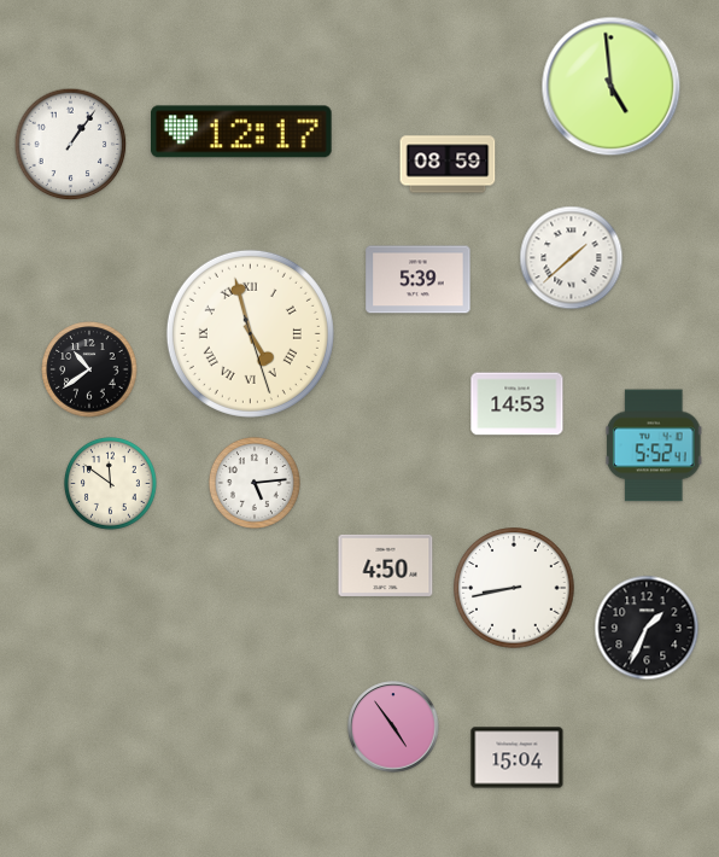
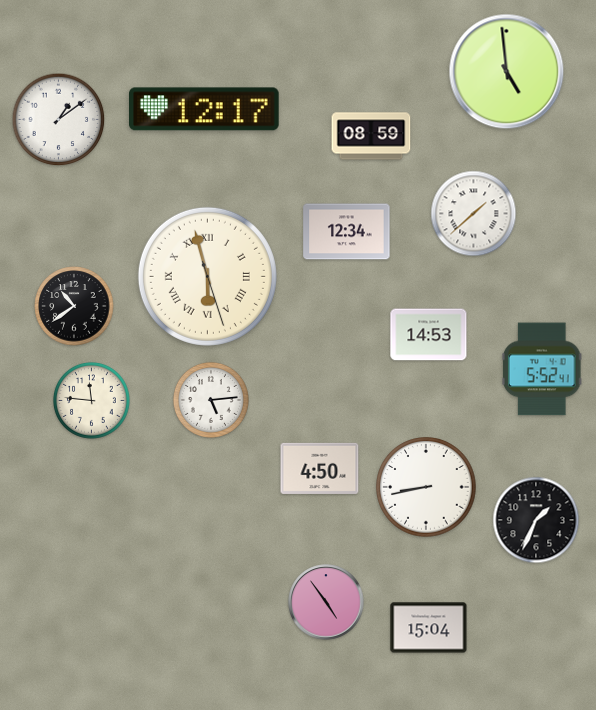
clock at (242, 132) position: (242, 132) -> (205, 109)
clock at (71, 145): 1:06 -> 1:09
clock at (419, 280): 5:39 -> 12:34
clock at (250, 333): 4:57 -> 5:57
clock at (111, 484): 11:51 -> 11:46
